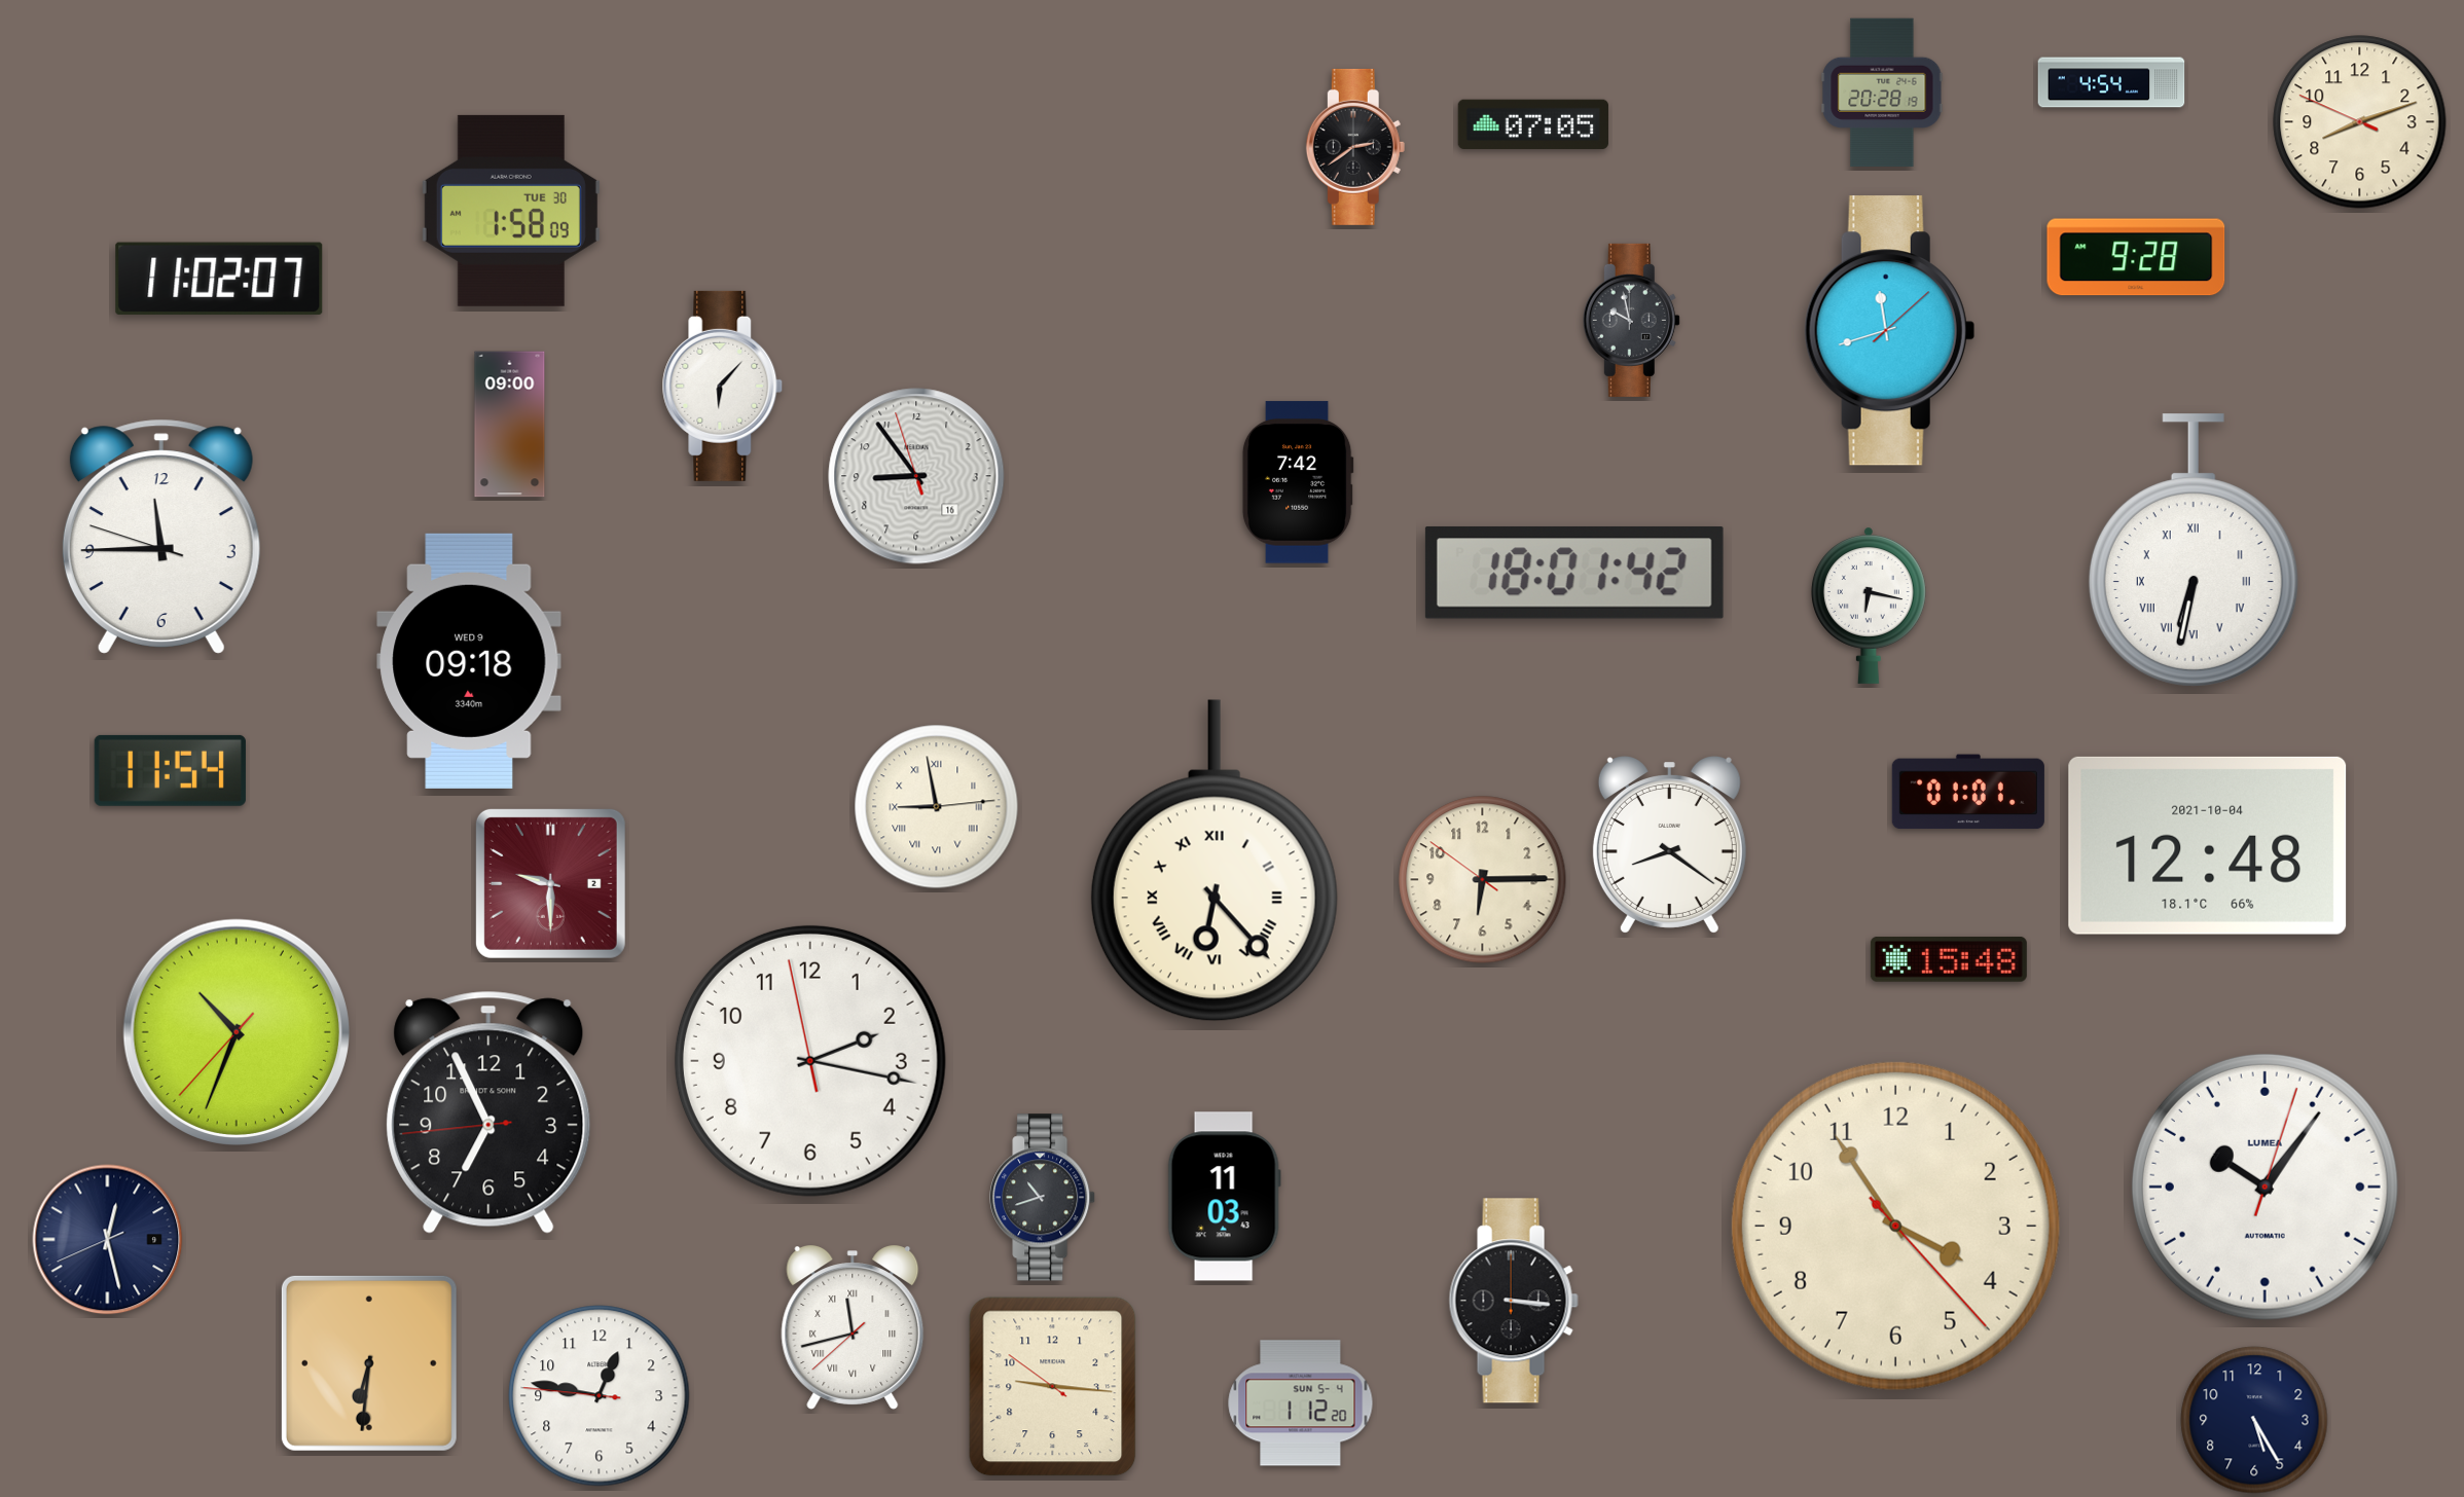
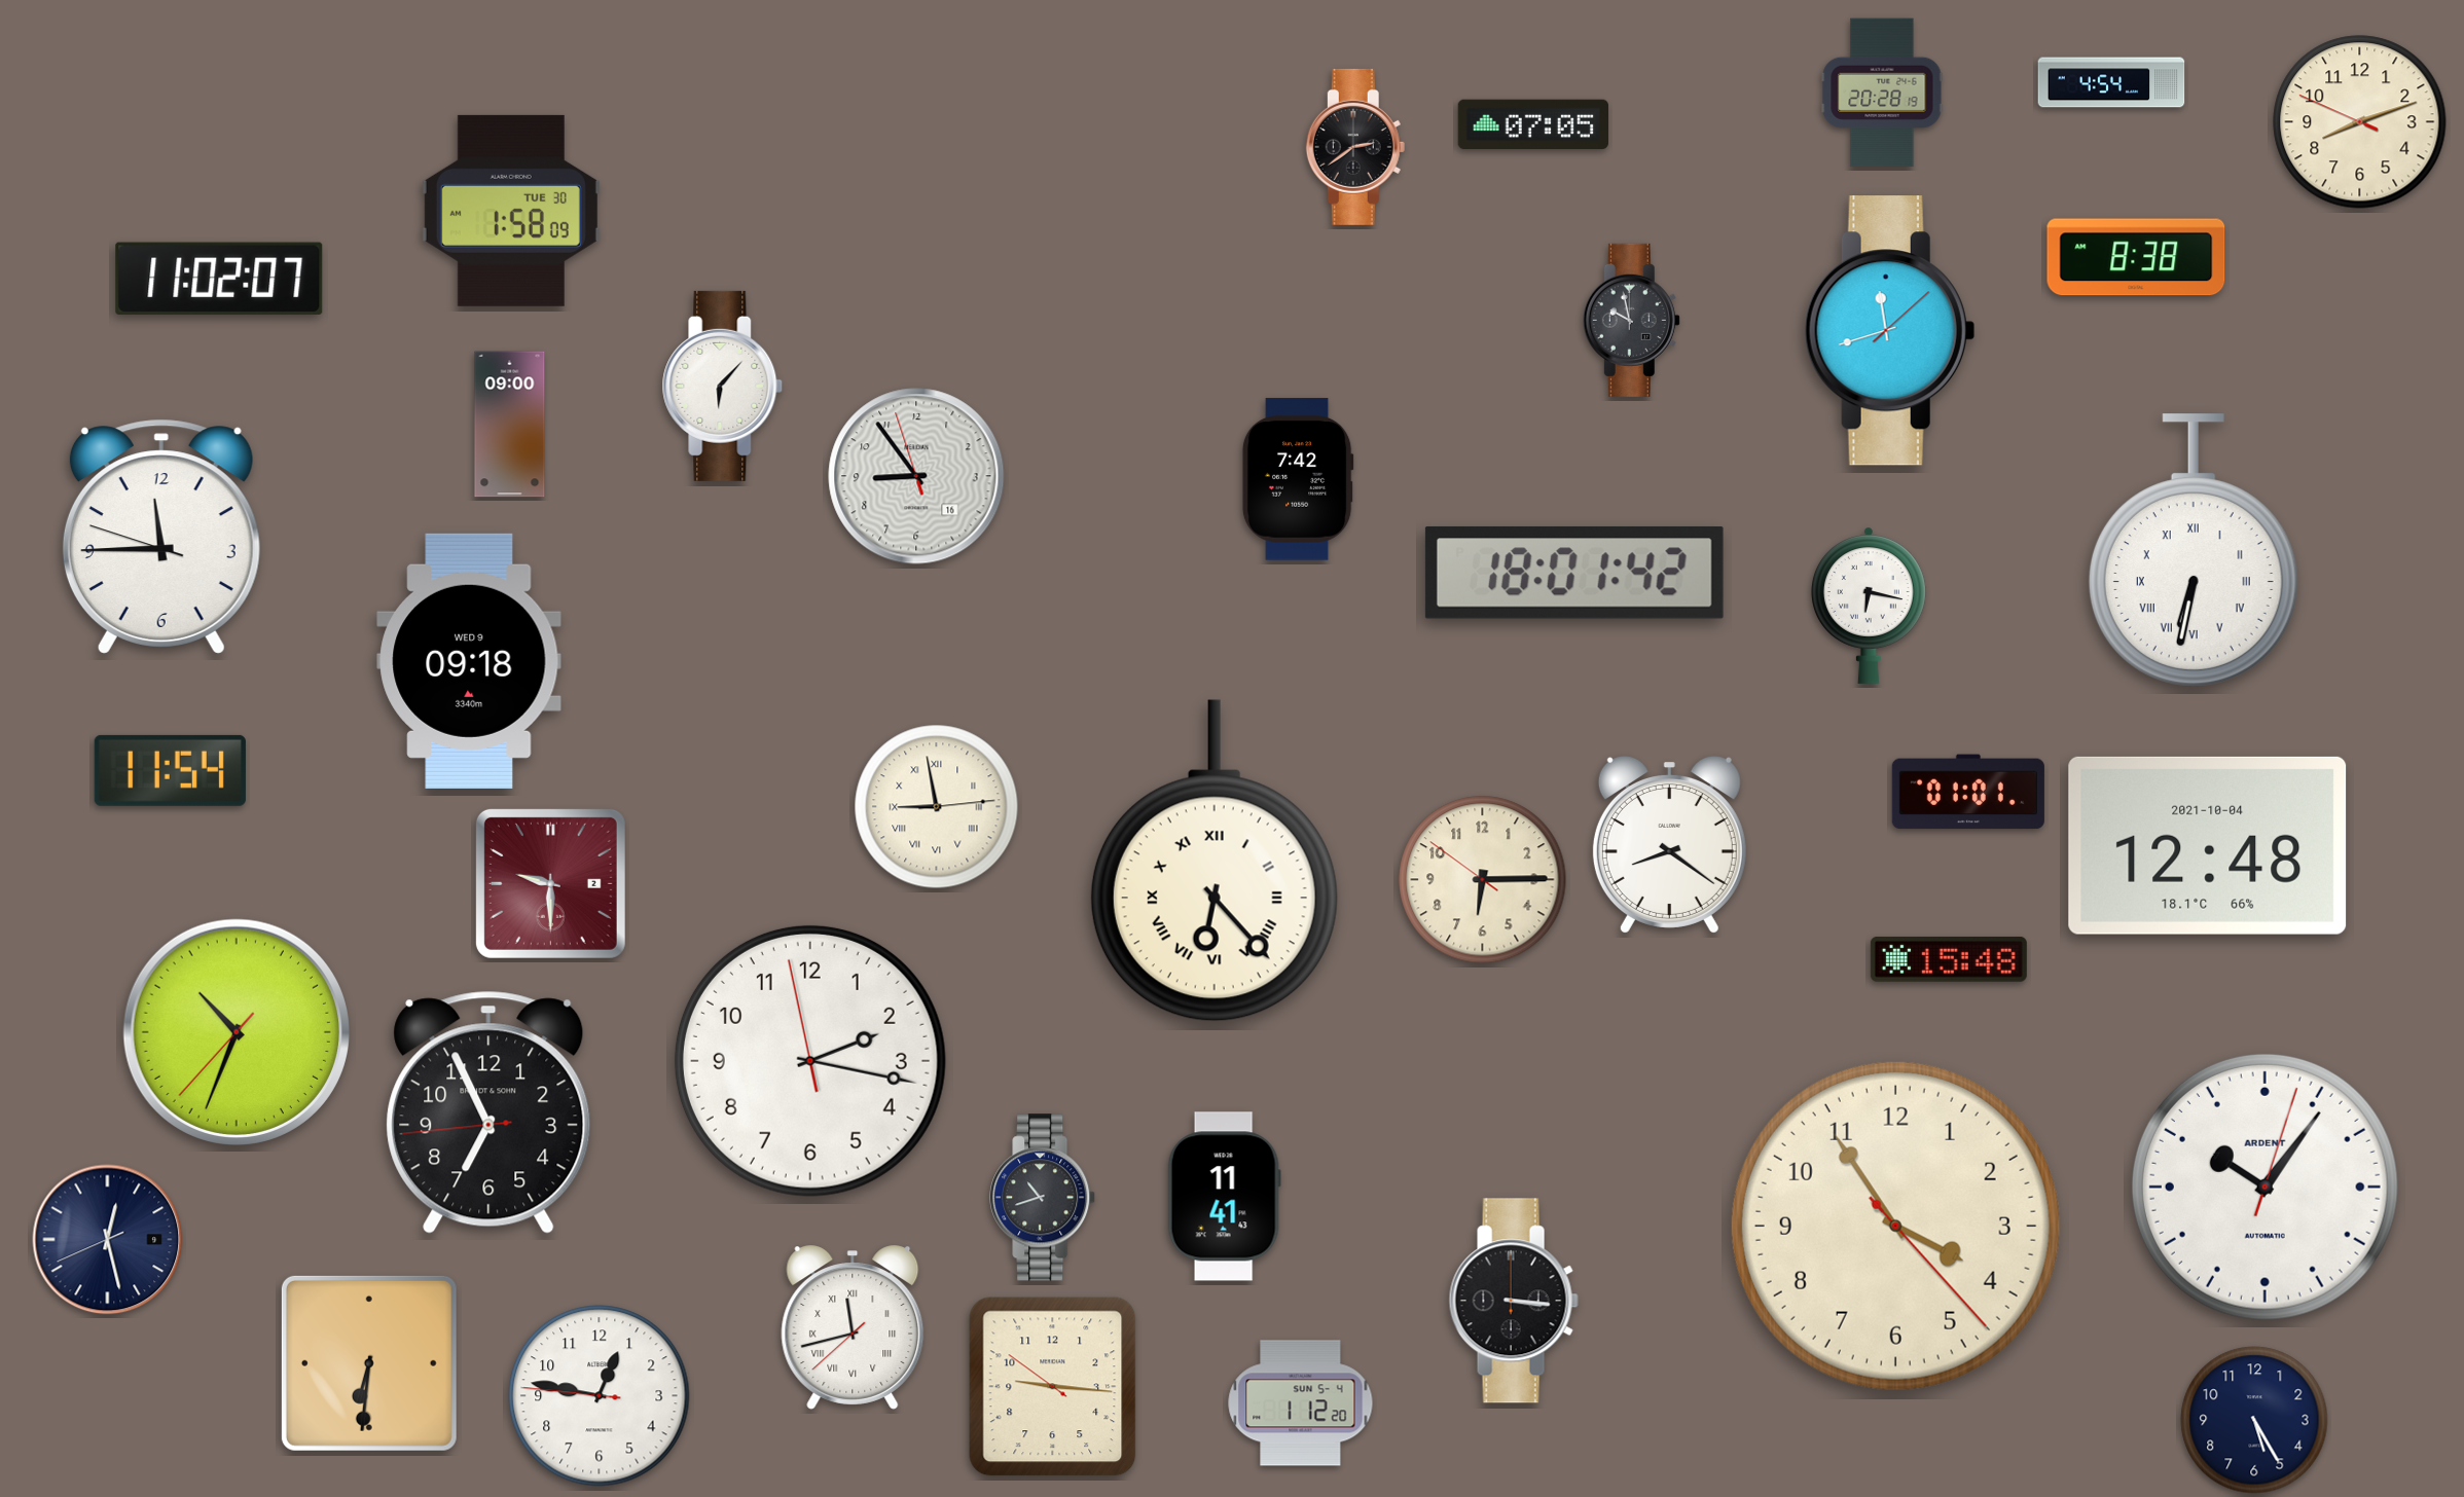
clock at (2136, 257): 9:28 -> 8:38
clock at (1298, 482) position: (1298, 482) -> (1298, 479)
clock at (2264, 1186) brand: LUMEA -> ARDENT
clock at (1224, 1197): 11:03 -> 11:41
